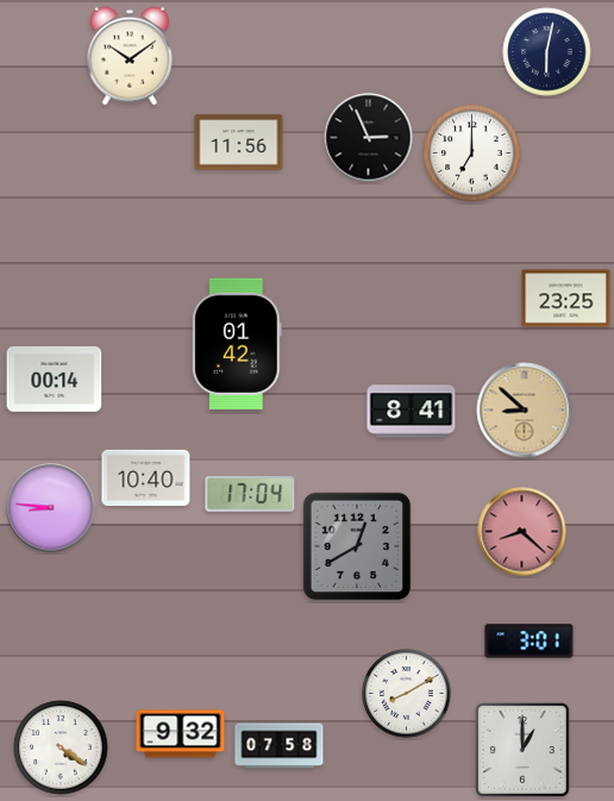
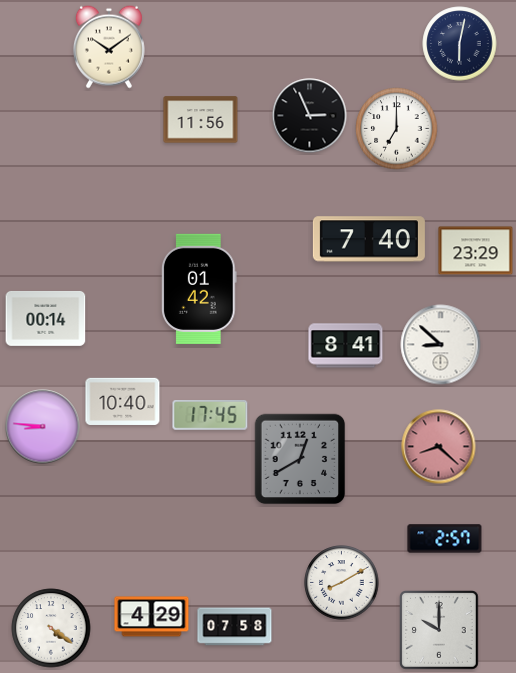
clock at (369, 239): none -> 7:40
clock at (566, 299): 23:25 -> 23:29
clock at (525, 411) dial: champagne -> white
clock at (250, 495): 17:04 -> 17:45
clock at (530, 642): 3:01 -> 2:57
clock at (181, 734): 9:32 -> 4:29
clock at (524, 751): 1:00 -> 10:00
